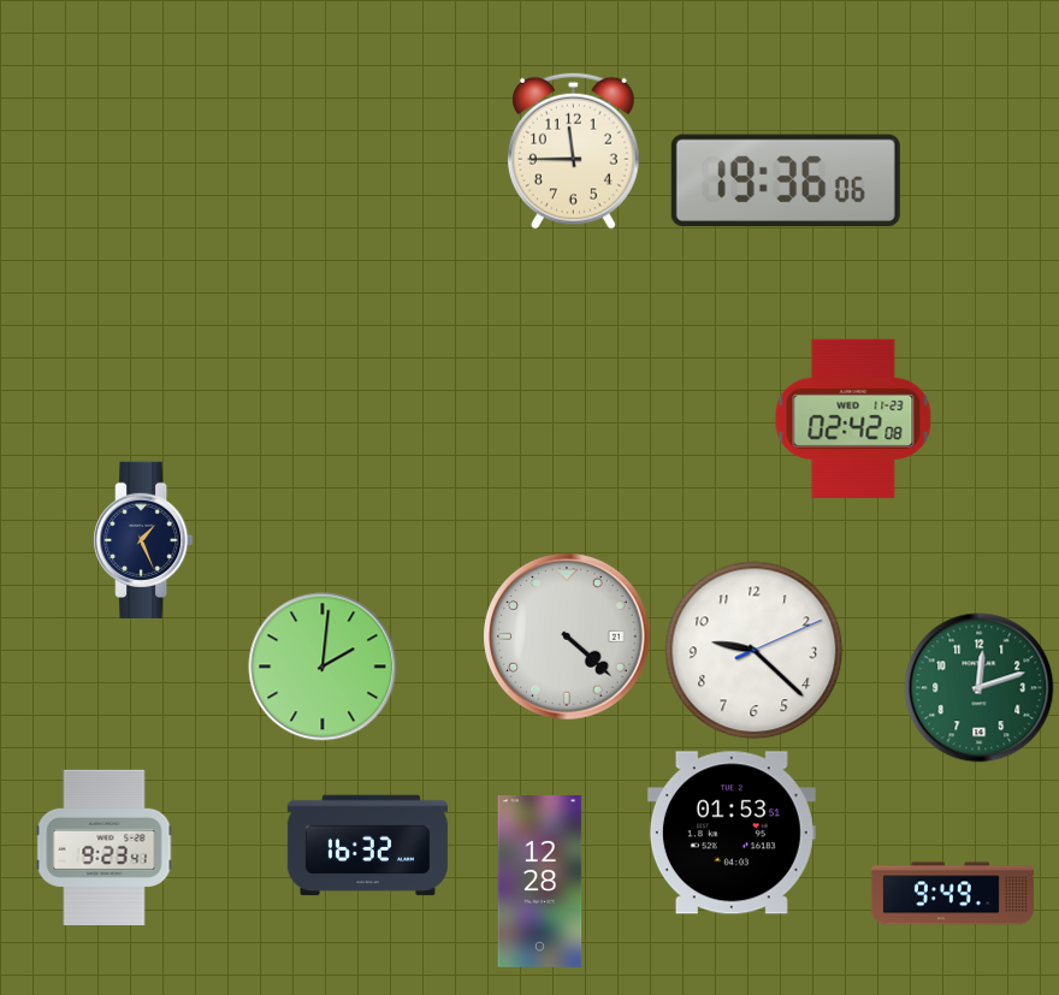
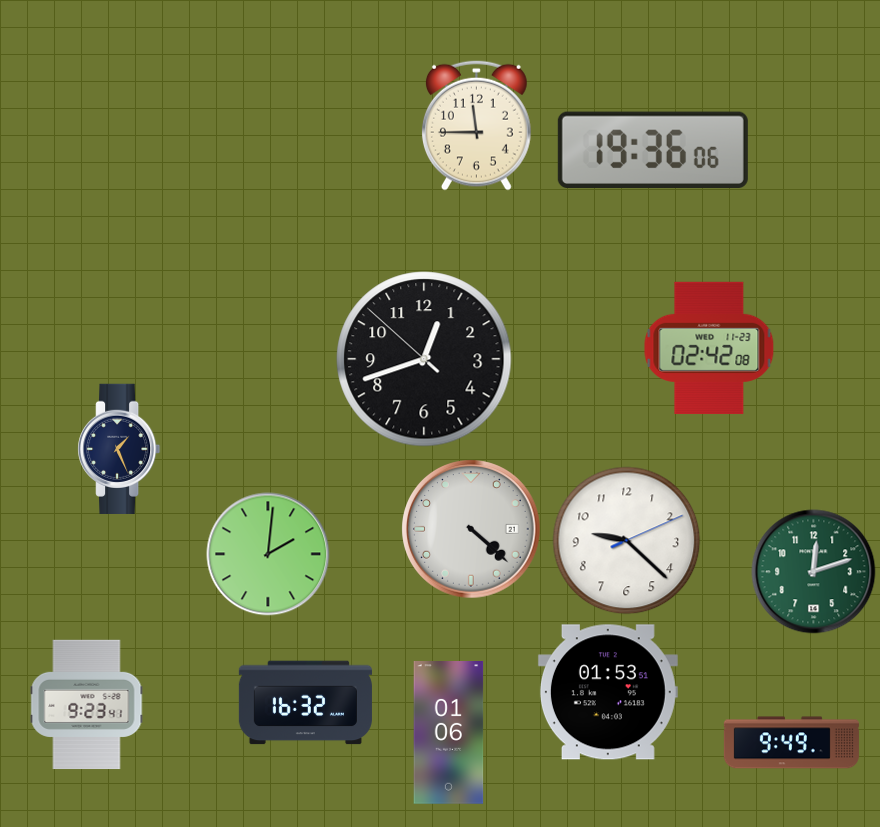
clock at (424, 359): none -> 12:41
clock at (540, 882): 12:28 -> 01:06
